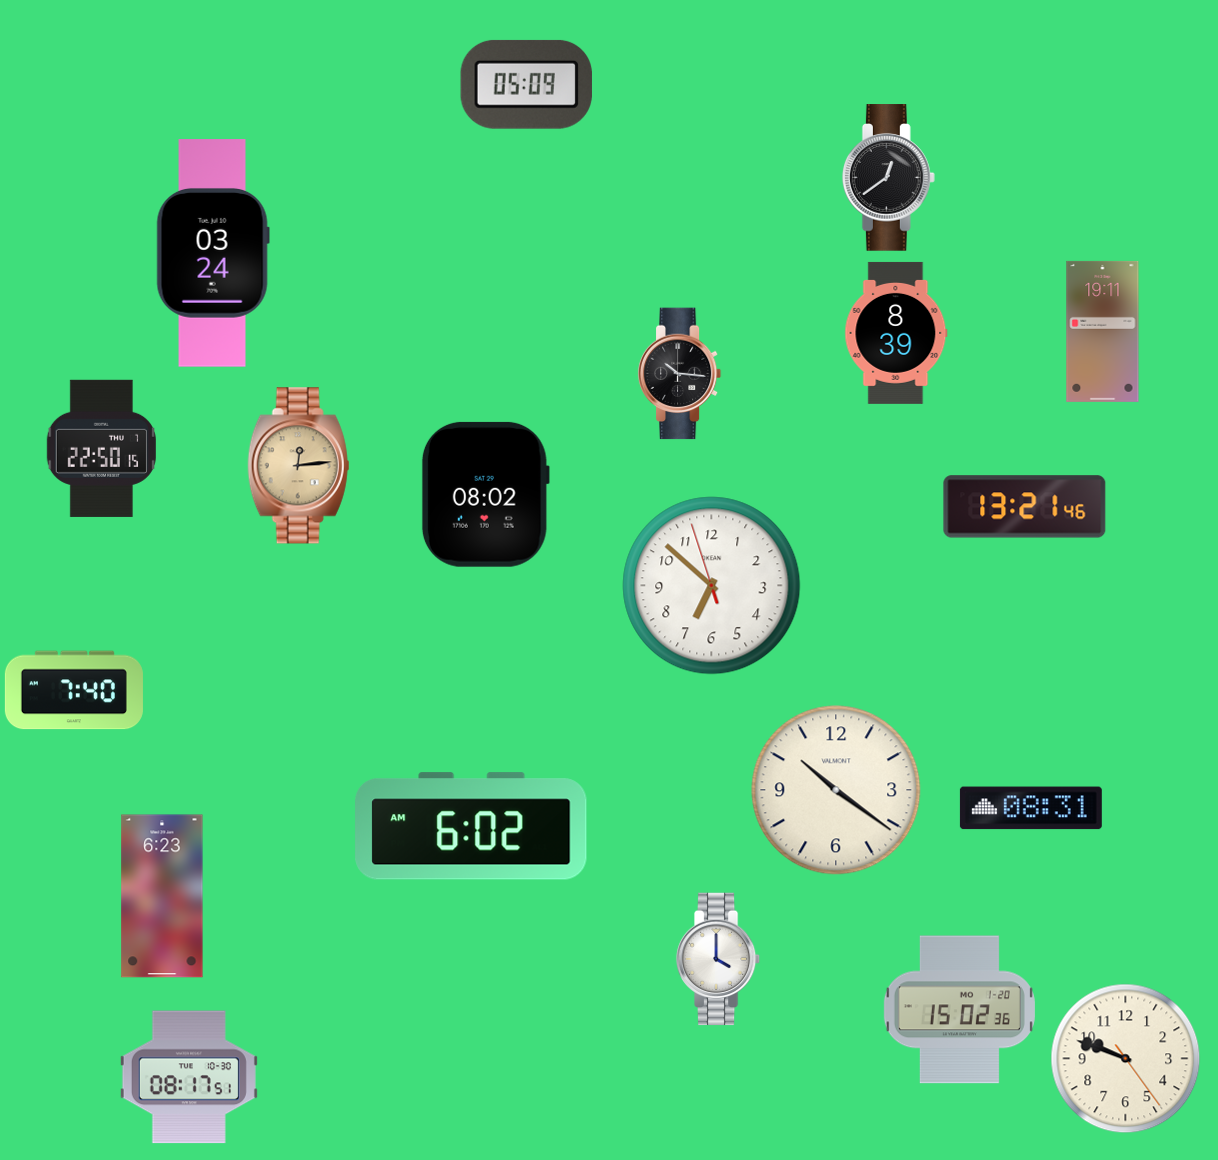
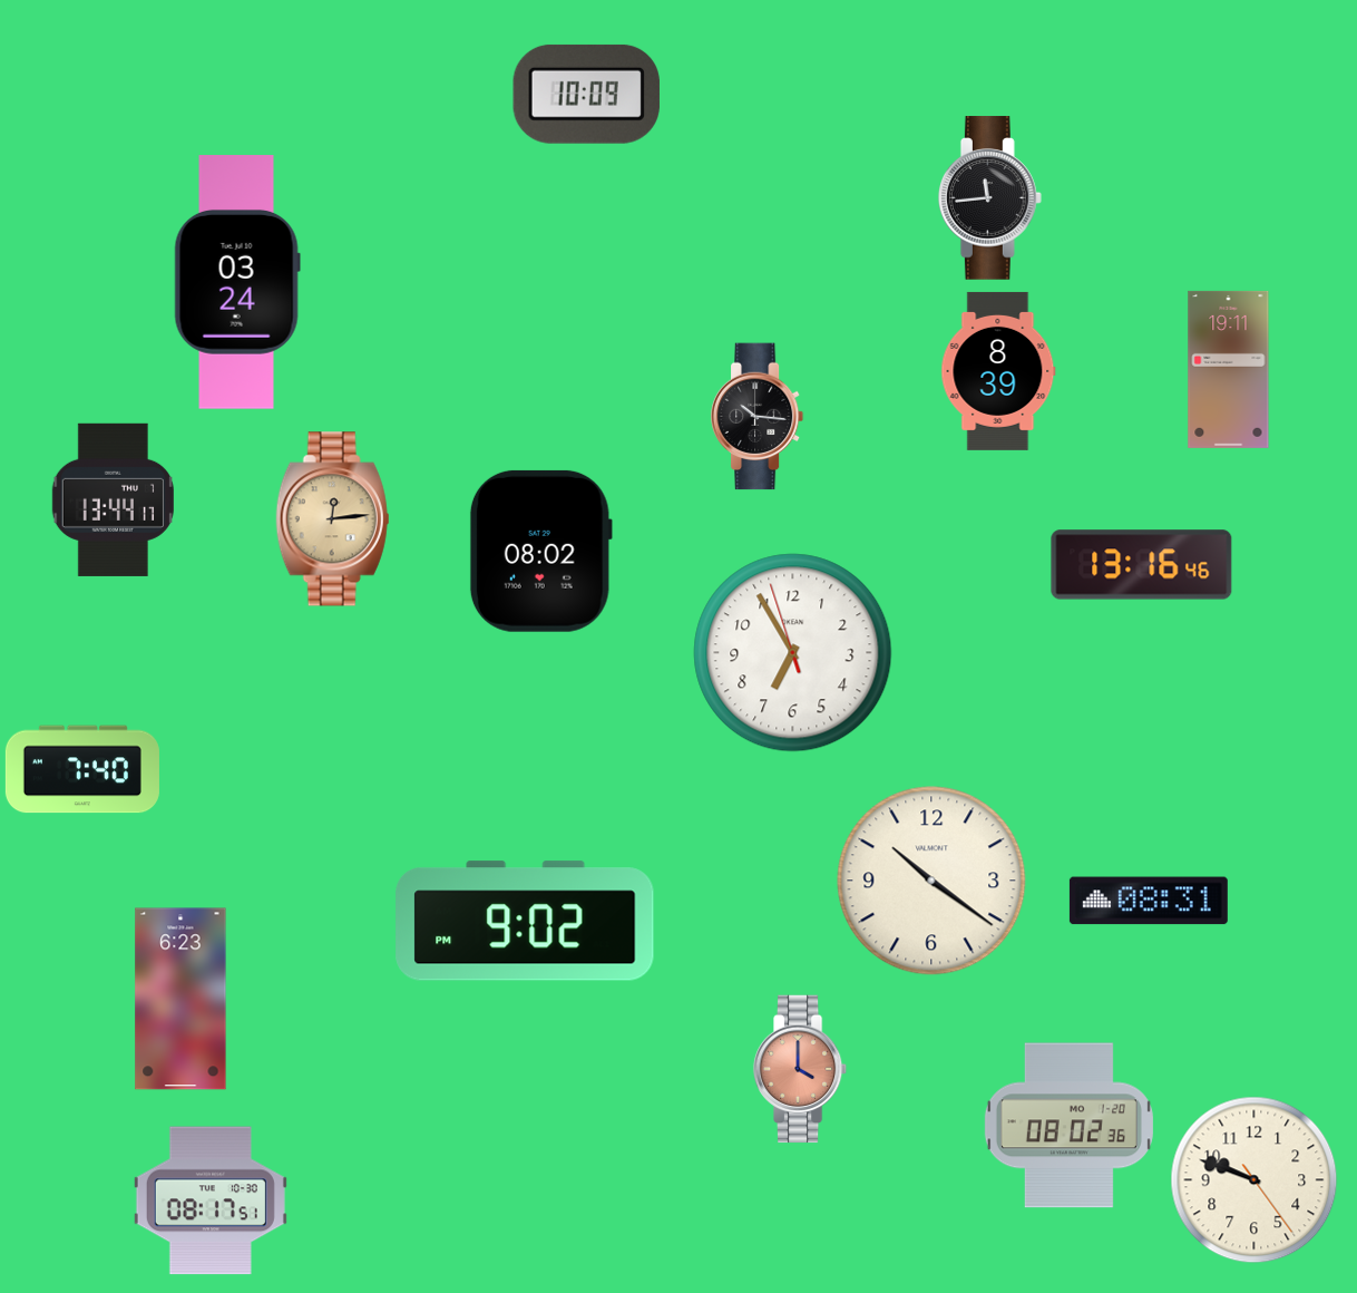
clock at (526, 84): 05:09 -> 10:09
clock at (888, 178): 12:39 -> 11:44
clock at (101, 448): 22:50 -> 13:44
clock at (1025, 507): 13:21 -> 13:16
clock at (712, 586): 6:51 -> 6:54
clock at (471, 826): 6:02 -> 9:02
clock at (718, 959) dial: white -> salmon
clock at (959, 1010): 15:02 -> 08:02
